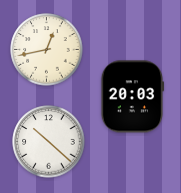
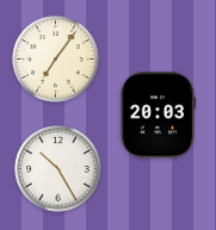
clock at (47, 50): 12:43 -> 7:06
clock at (49, 142): 10:22 -> 10:25
